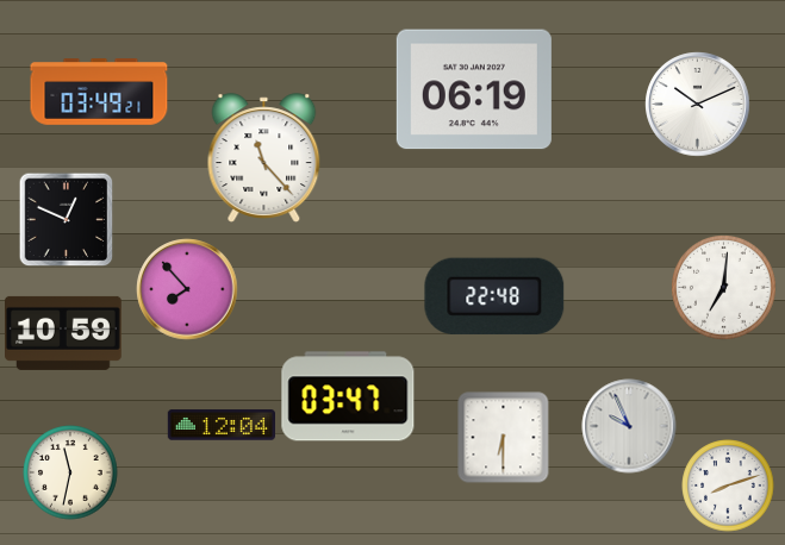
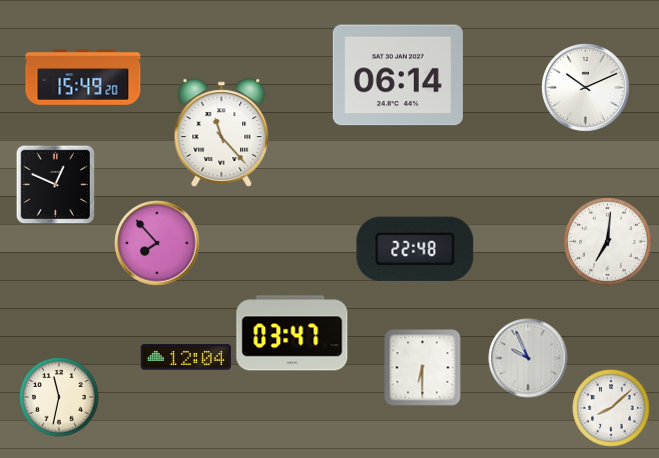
clock at (474, 89): 06:19 -> 06:14
clock at (99, 92): 03:49 -> 15:49
clock at (64, 333): 10:59 -> none
clock at (728, 486): 8:12 -> 8:08
